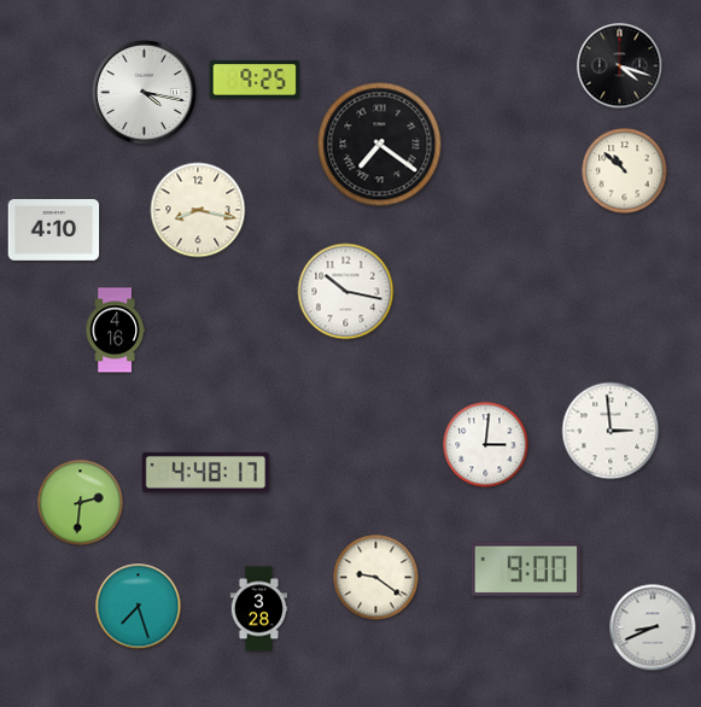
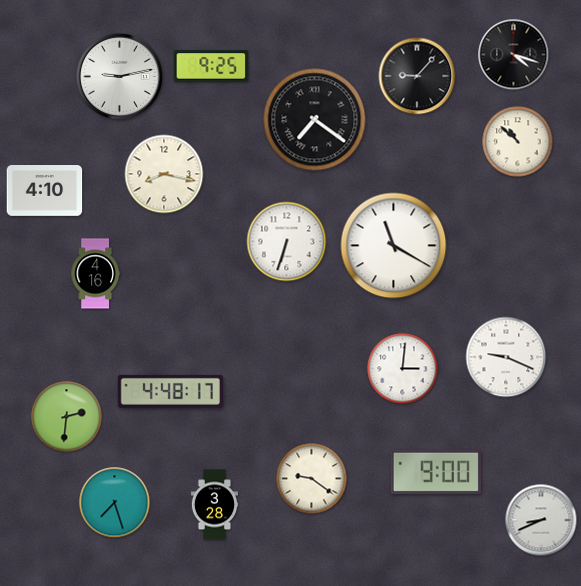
clock at (144, 92): 4:17 -> 9:13
clock at (417, 76): none -> 9:07
clock at (346, 292): 10:17 -> 6:33
clock at (394, 246): none -> 11:20
clock at (611, 431): 2:59 -> 9:19
